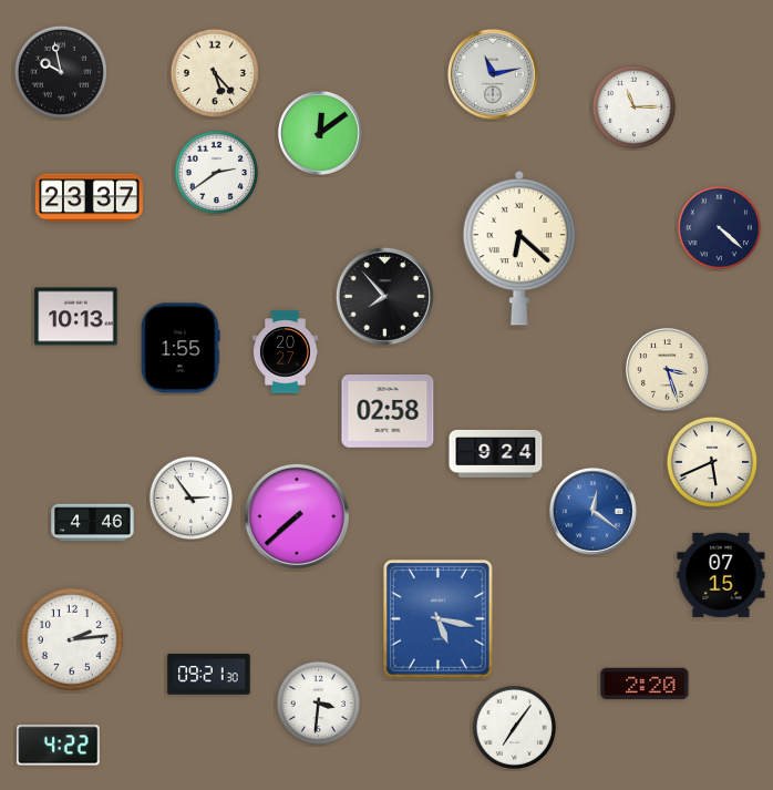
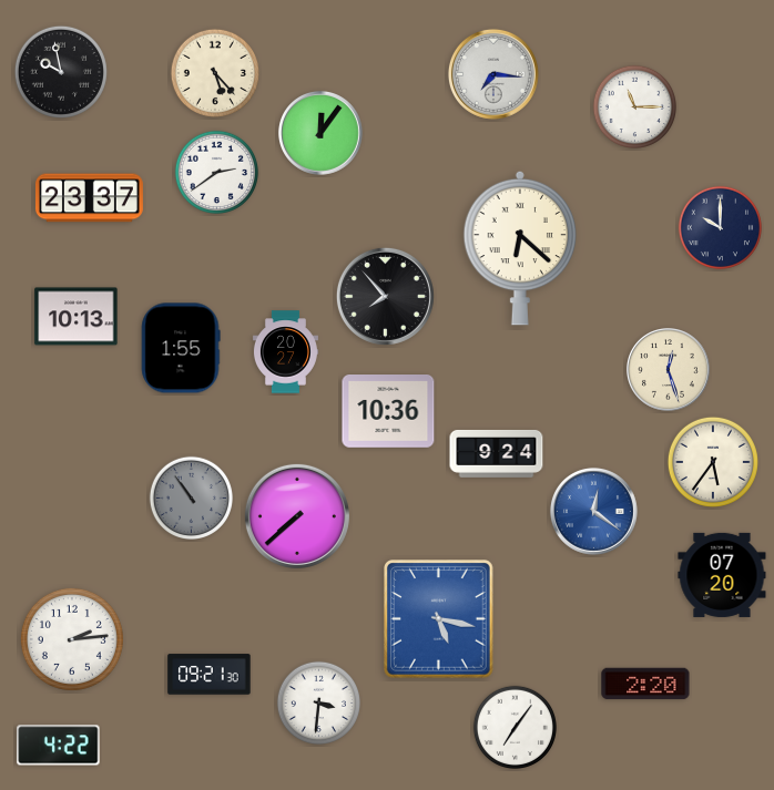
clock at (493, 74): 11:13 -> 7:16
clock at (320, 133): 12:09 -> 12:06
clock at (719, 227): 4:22 -> 10:00
clock at (668, 370): 3:27 -> 12:27
clock at (388, 412): 02:58 -> 10:36
clock at (712, 462): 5:41 -> 5:36
clock at (190, 497): 2:54 -> 10:54
clock at (190, 497) dial: white -> grey
clock at (93, 523): 4:46 -> none
clock at (721, 575): 07:15 -> 07:20
